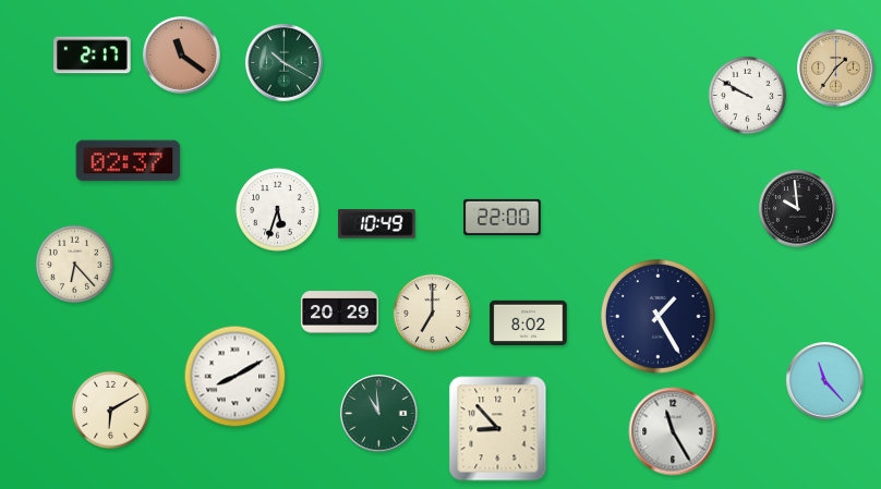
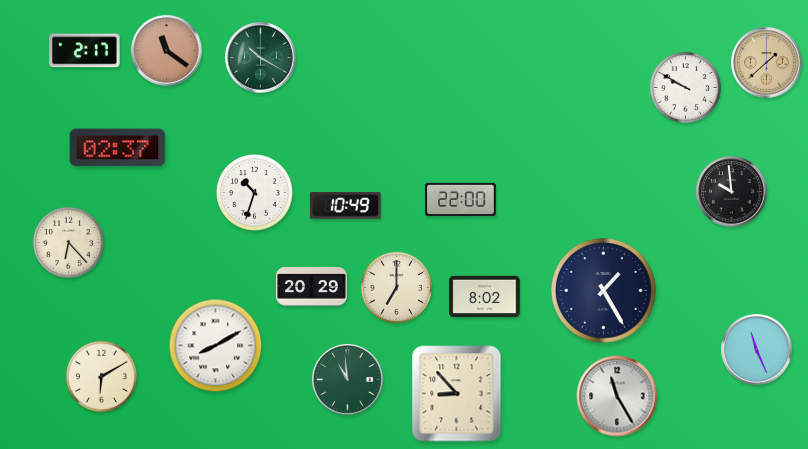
clock at (836, 69): 1:36 -> 1:38
clock at (278, 210): 5:33 -> 10:33
clock at (825, 381): 11:23 -> 11:26
